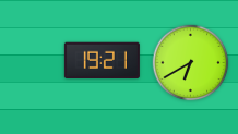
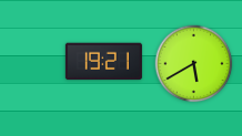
clock at (191, 63): 6:40 -> 5:40
